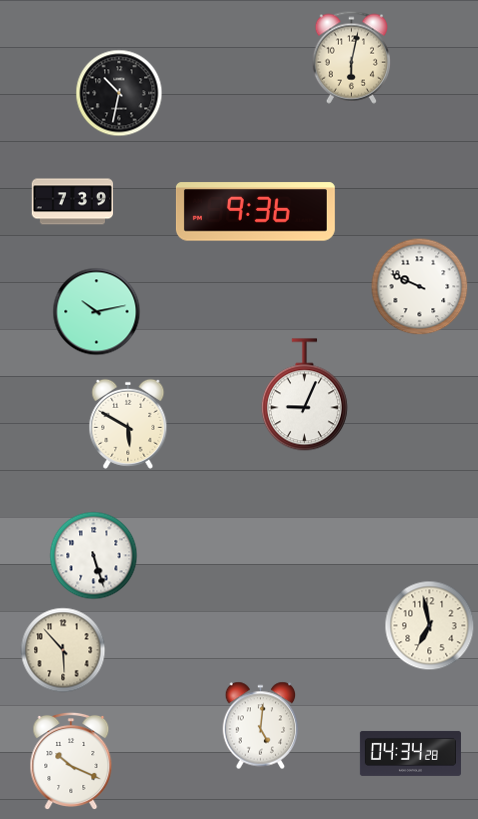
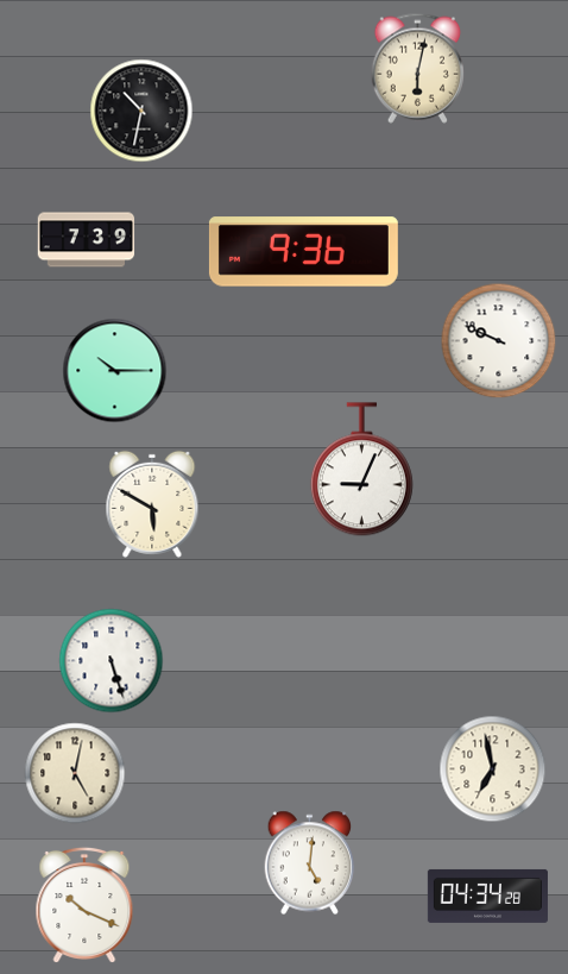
clock at (97, 312): 10:13 -> 10:15
clock at (430, 626) position: (430, 626) -> (493, 769)
clock at (63, 650): 5:53 -> 5:02
